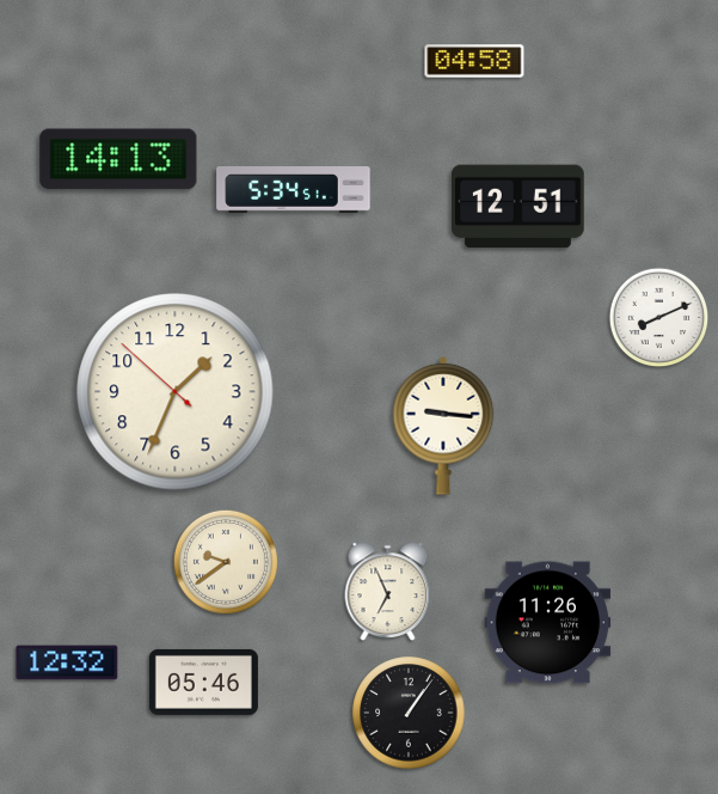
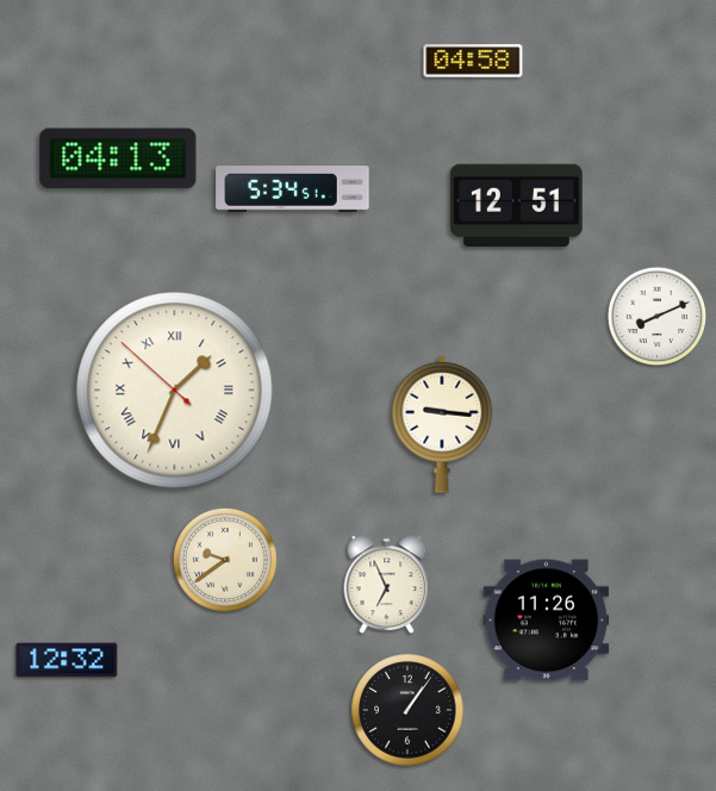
clock at (118, 159): 14:13 -> 04:13
clock at (176, 392) numerals: Arabic -> Roman
clock at (388, 592) position: (388, 592) -> (387, 585)
clock at (203, 682): 05:46 -> none
